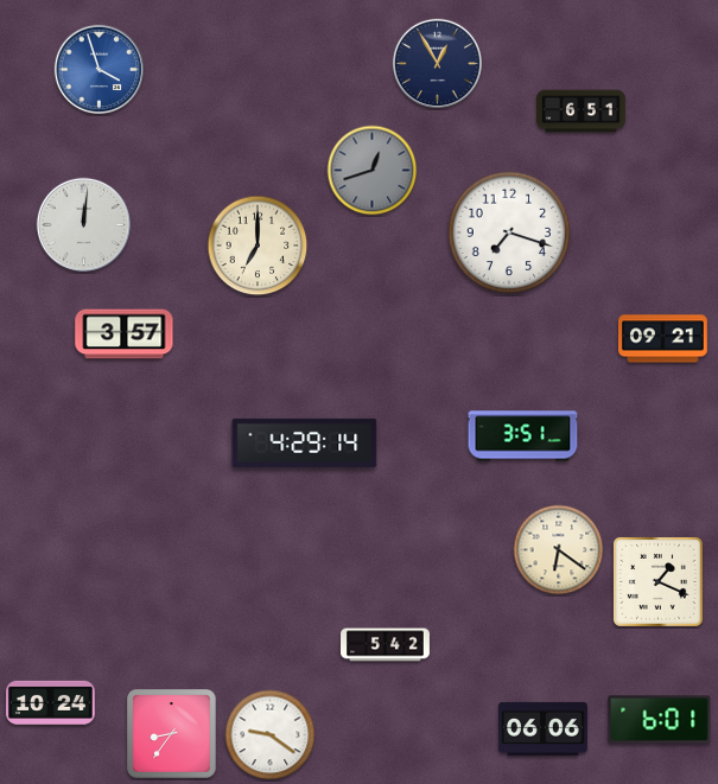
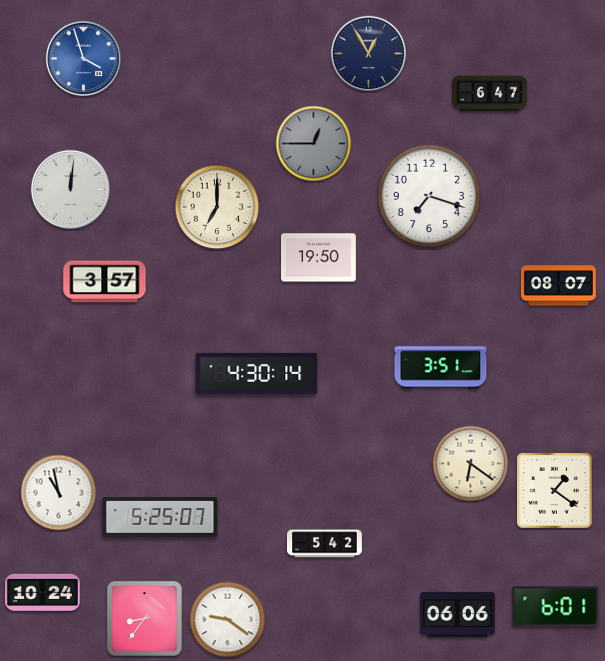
clock at (582, 111): 6:51 -> 6:47
clock at (373, 171): 12:42 -> 12:45
clock at (319, 258): none -> 19:50
clock at (663, 339): 09:21 -> 08:07
clock at (305, 442): 4:29 -> 4:30
clock at (657, 581): 1:19 -> 1:21
clock at (59, 493): none -> 10:58
clock at (160, 517): none -> 5:25
